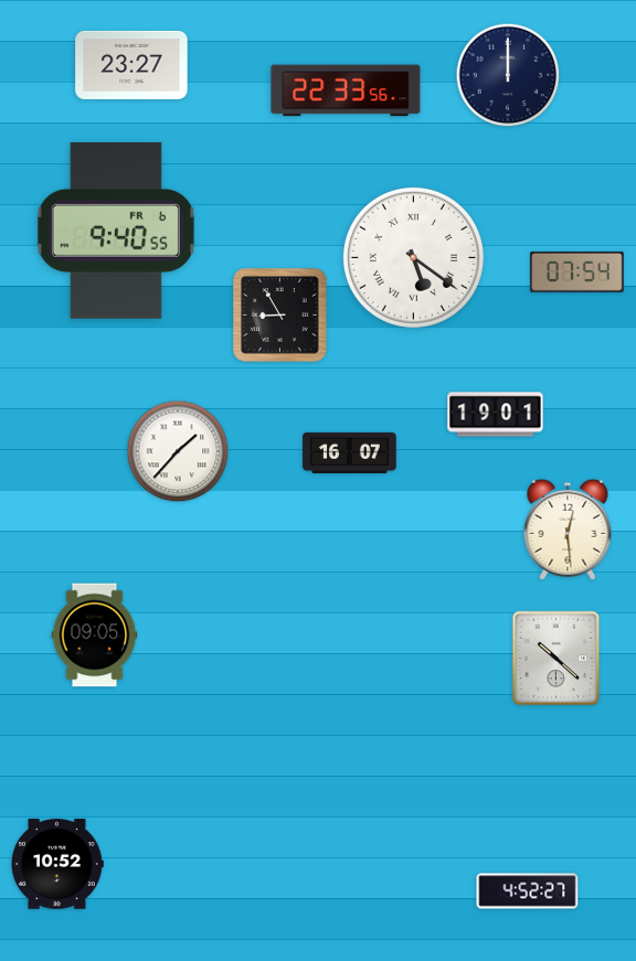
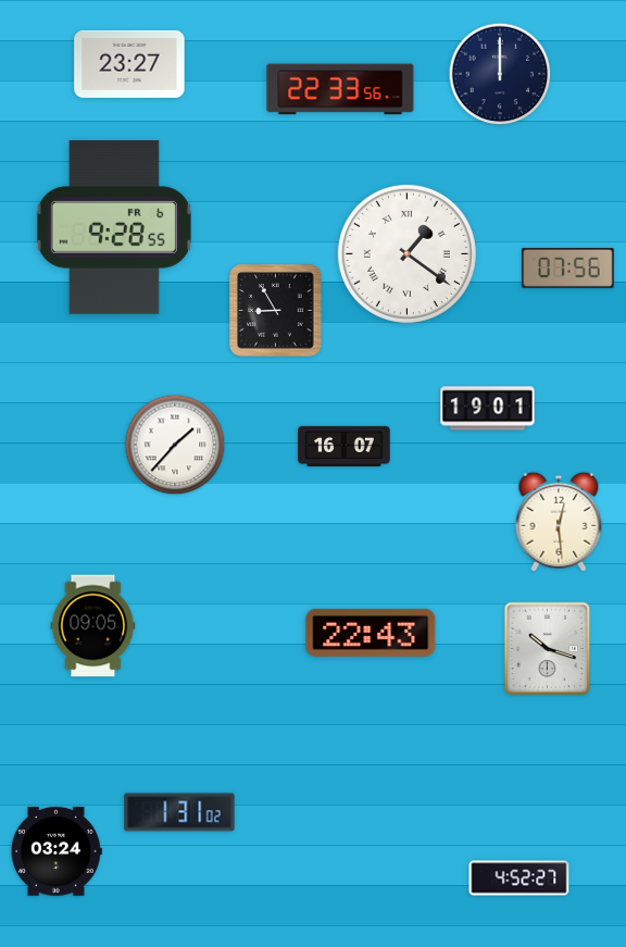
clock at (116, 231): 9:40 -> 9:28
clock at (413, 257): 5:21 -> 1:21
clock at (577, 271): 07:54 -> 07:56
clock at (371, 633): none -> 22:43
clock at (556, 659): 10:22 -> 10:18
clock at (179, 812): none -> 1:31
clock at (57, 864): 10:52 -> 03:24
